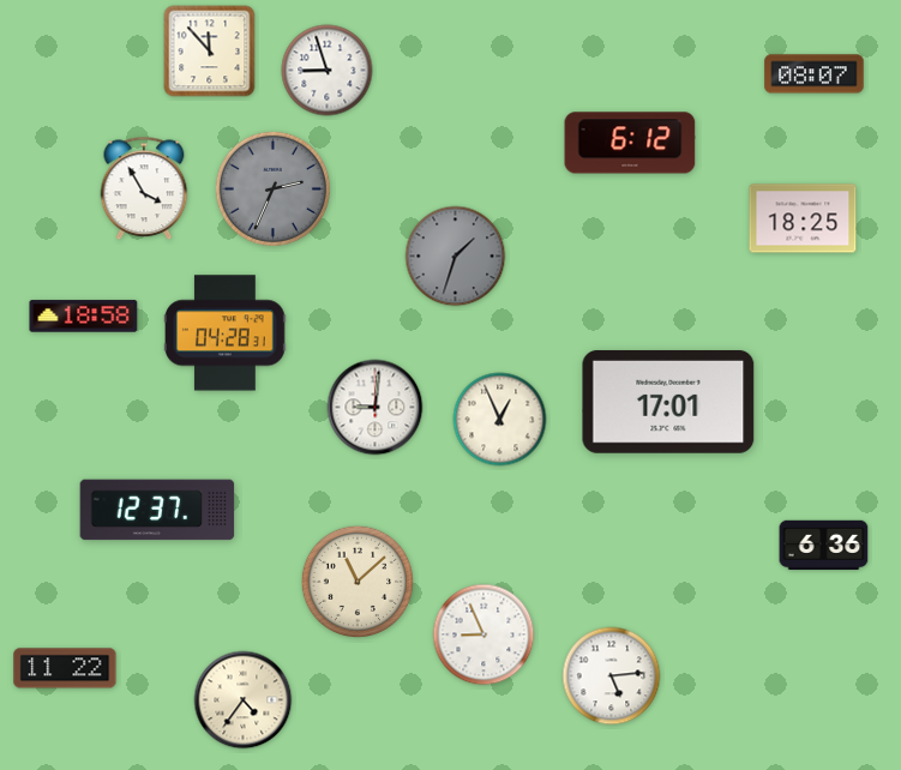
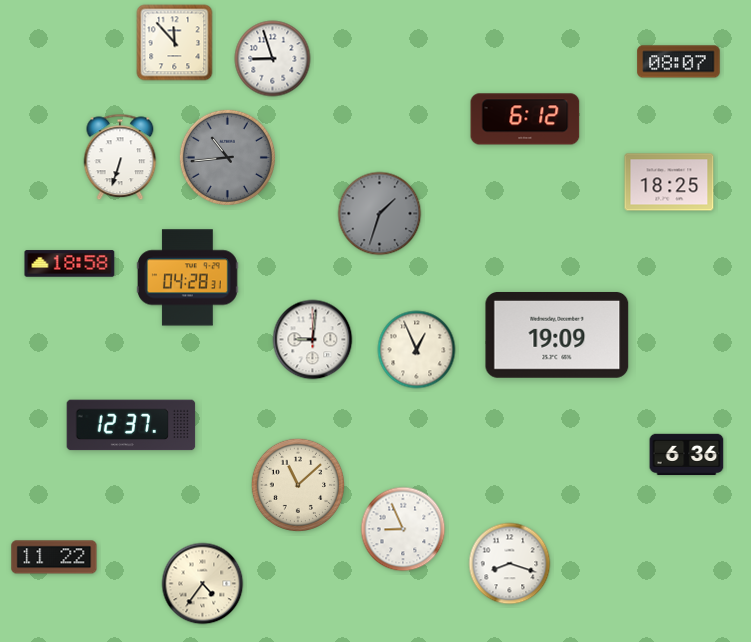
clock at (144, 188): 3:55 -> 6:33
clock at (272, 188): 2:34 -> 10:44
clock at (668, 402): 17:01 -> 19:09
clock at (612, 676): 5:14 -> 8:18
